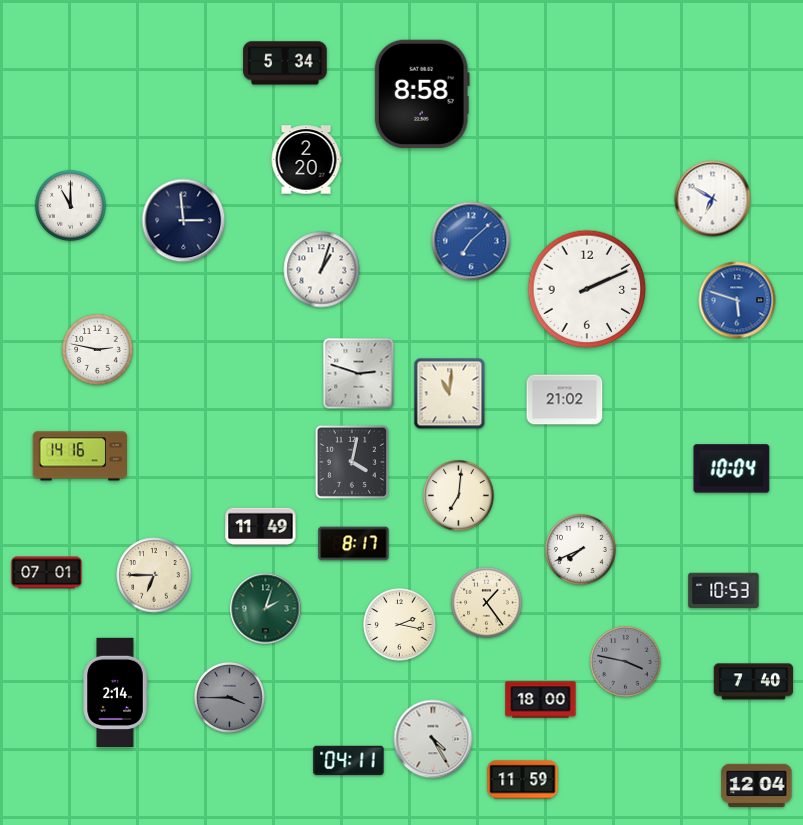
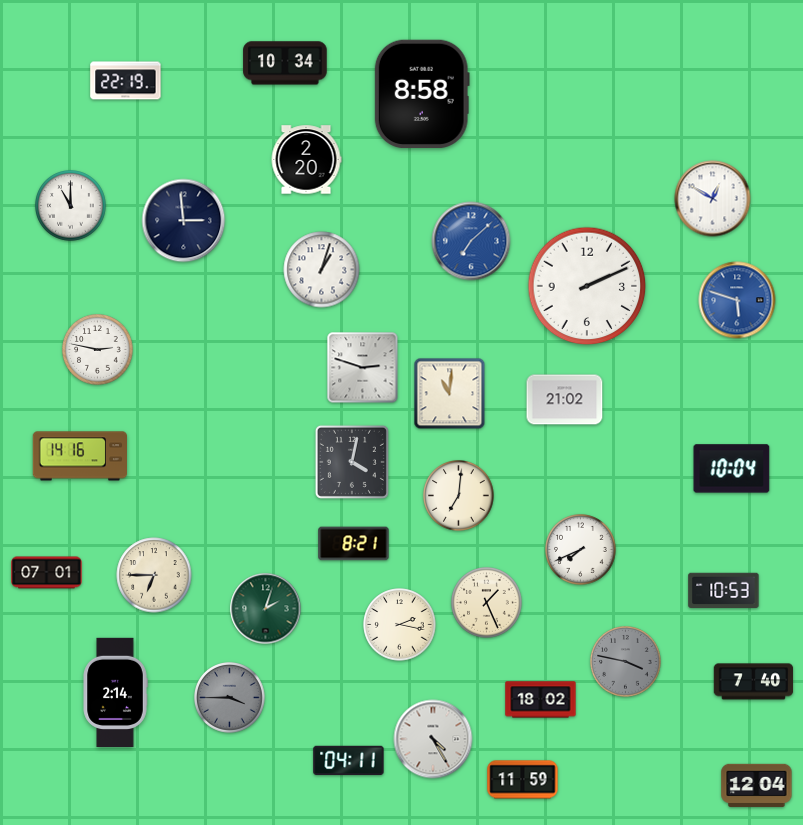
clock at (285, 63): 5:34 -> 10:34
clock at (126, 81): none -> 22:19
clock at (713, 199): 6:50 -> 12:50
clock at (587, 289) position: (587, 289) -> (587, 286)
clock at (359, 374) position: (359, 374) -> (363, 368)
clock at (261, 526): 11:49 -> none
clock at (354, 544): 8:17 -> 8:21
clock at (487, 603): 1:24 -> 1:26
clock at (541, 700): 18:00 -> 18:02
